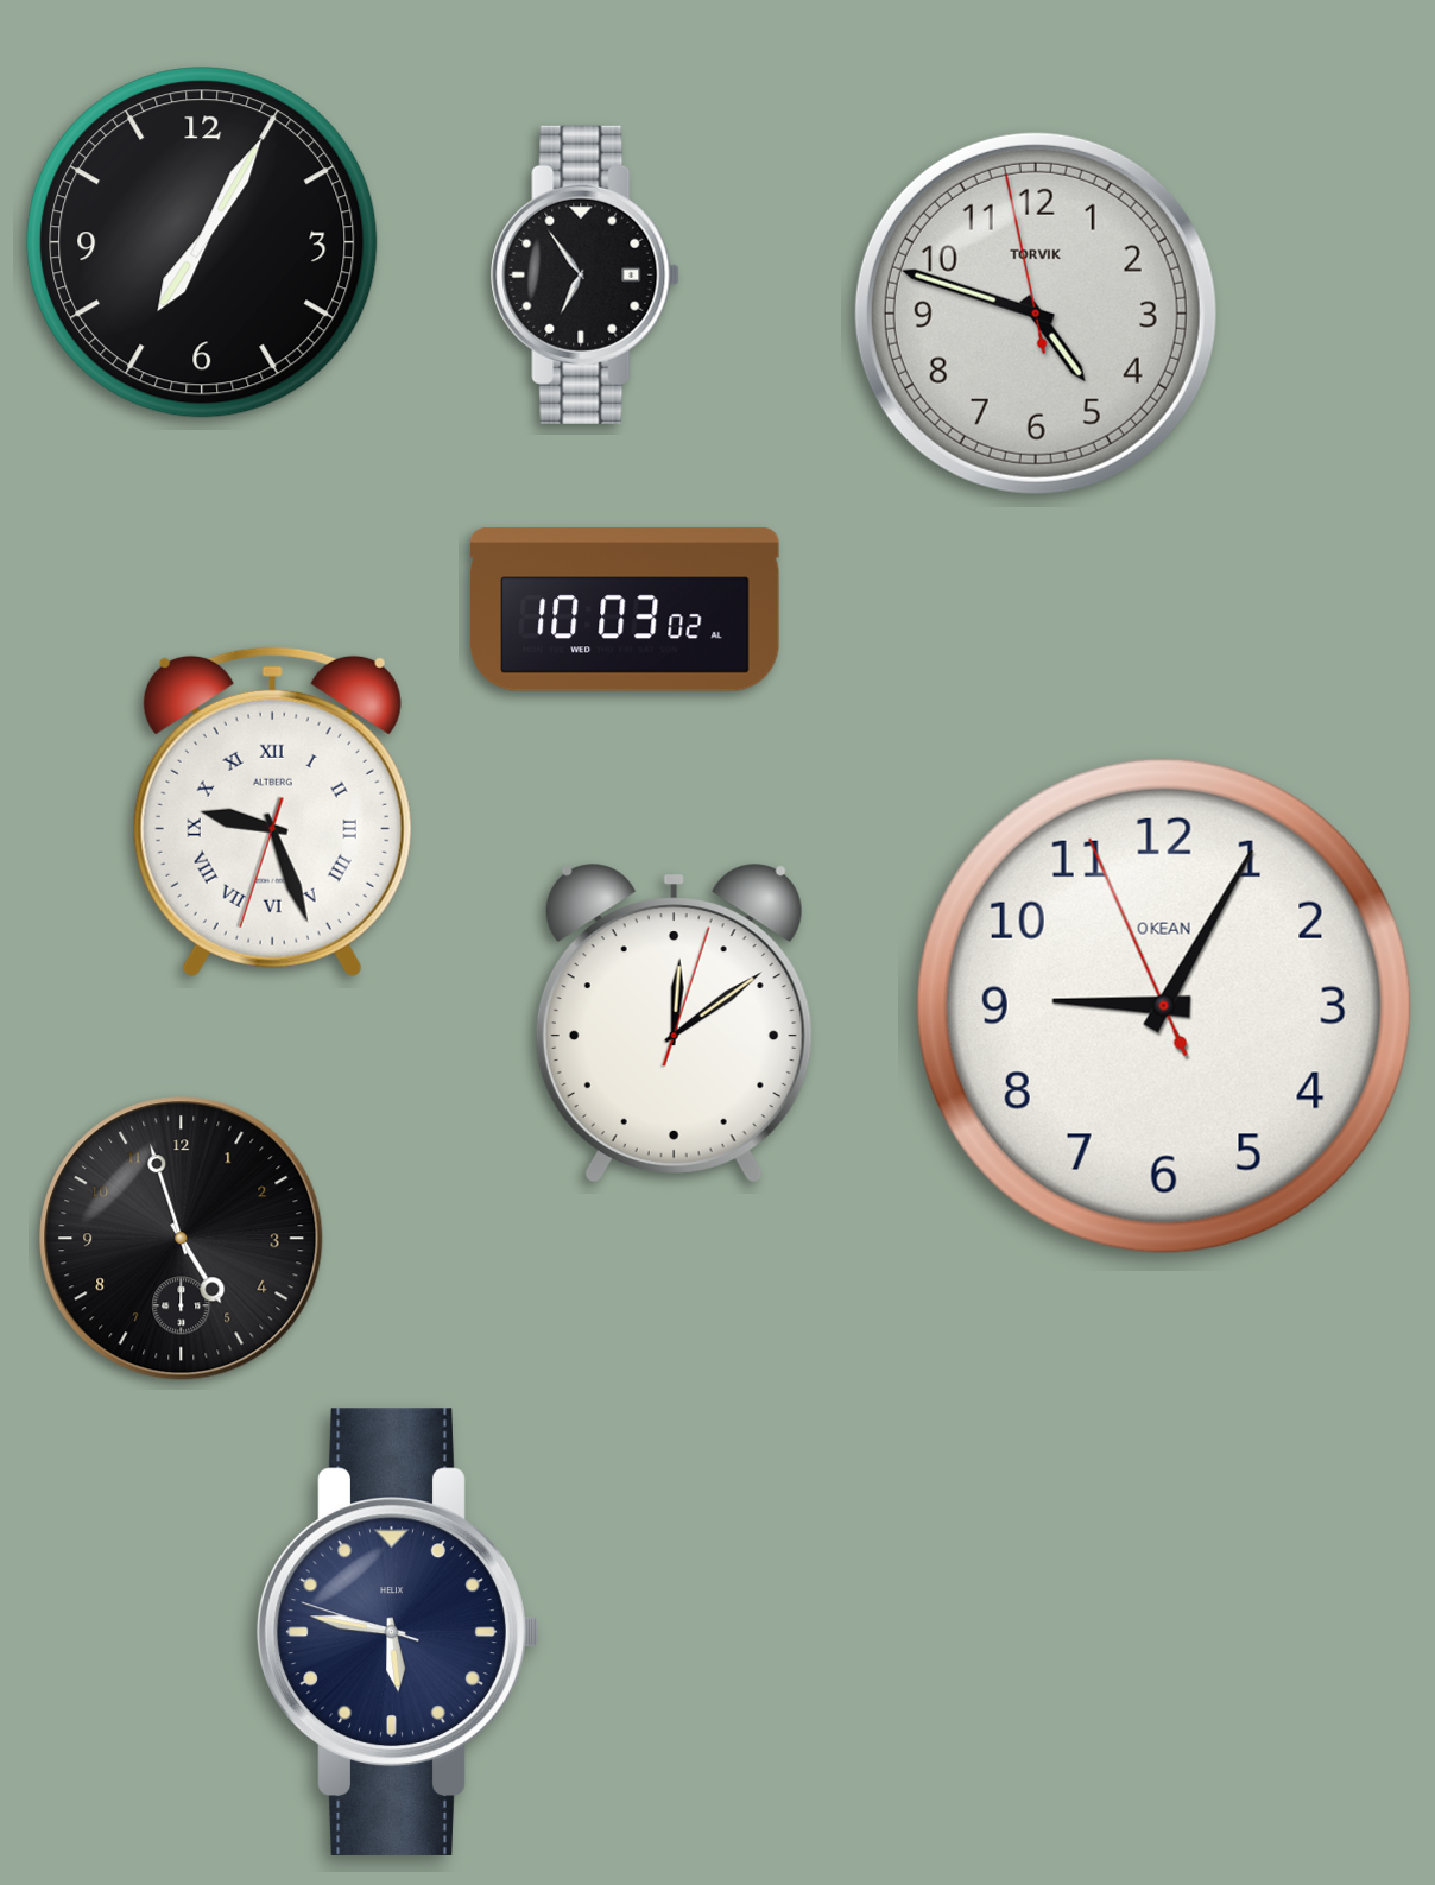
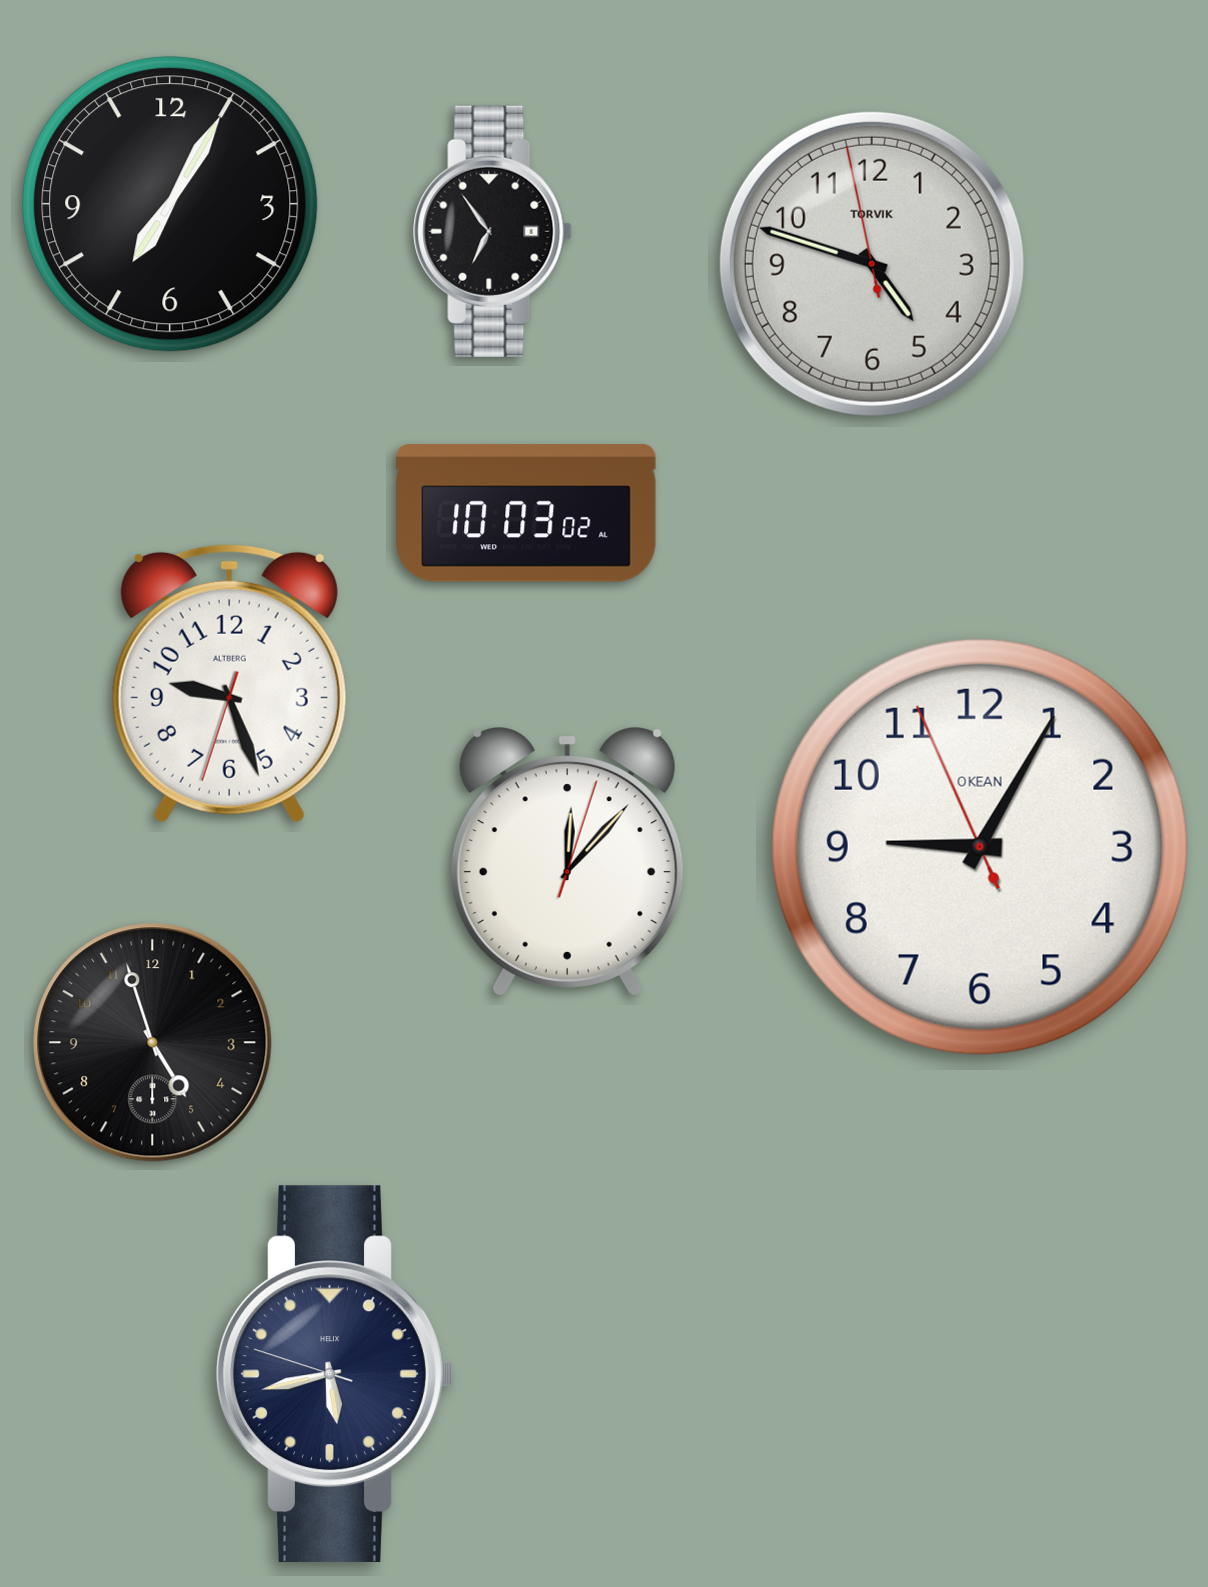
clock at (272, 811) numerals: Roman -> Arabic
clock at (674, 1024): 12:09 -> 12:07
clock at (398, 1632): 5:46 -> 5:42
